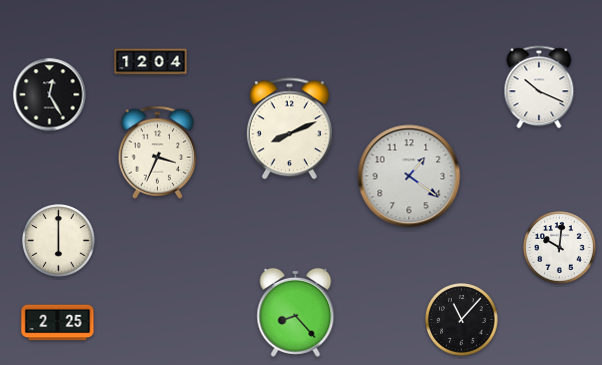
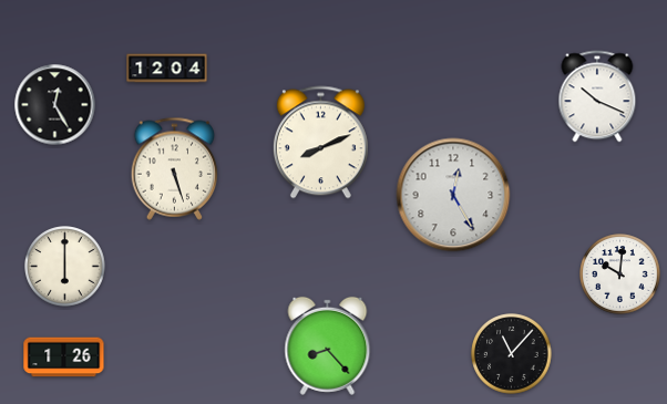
clock at (158, 152): 3:34 -> 5:27
clock at (409, 176): 1:21 -> 12:25
clock at (58, 323): 2:25 -> 1:26
